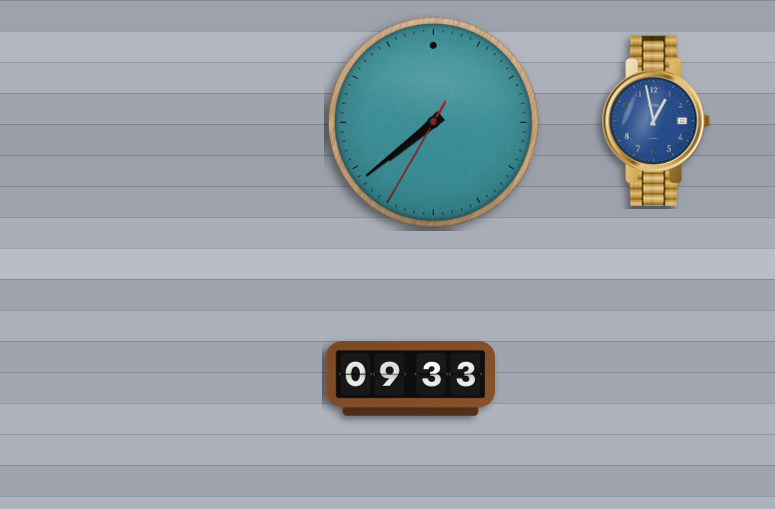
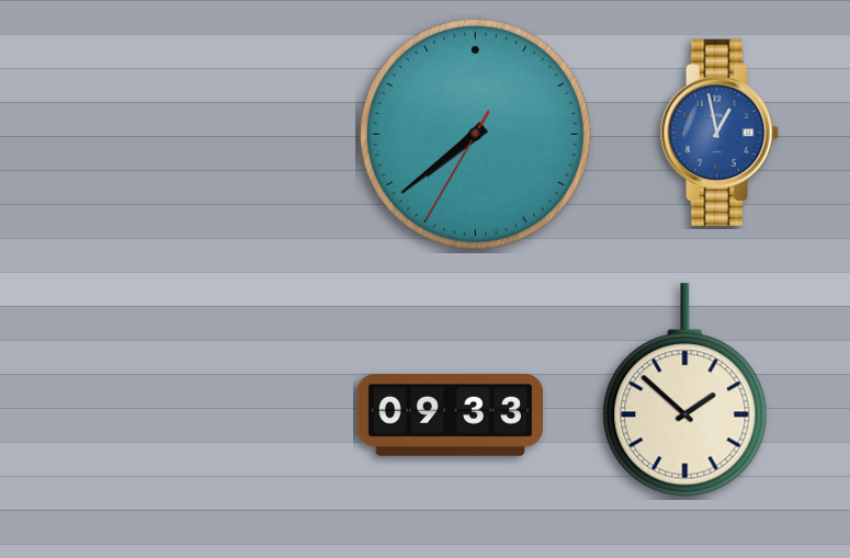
clock at (685, 390): none -> 1:52
